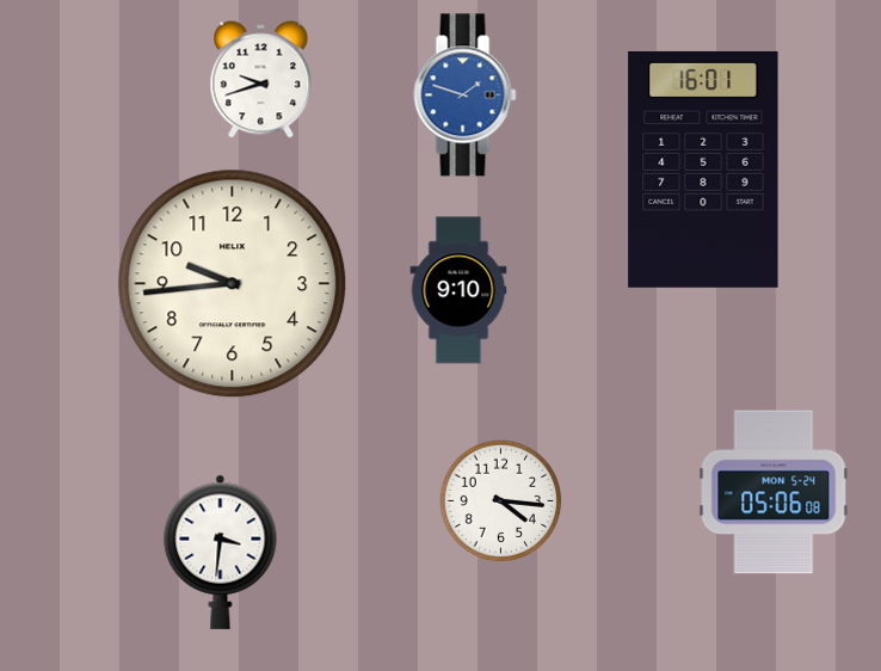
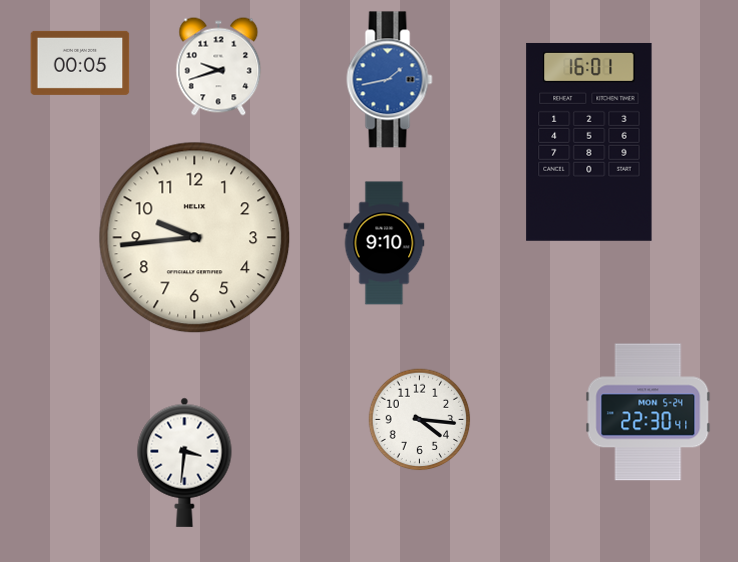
clock at (80, 63): none -> 00:05
clock at (466, 96): 1:48 -> 1:43
clock at (774, 492): 05:06 -> 22:30
